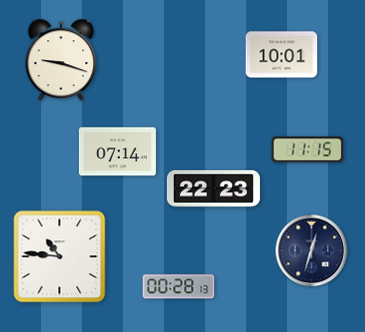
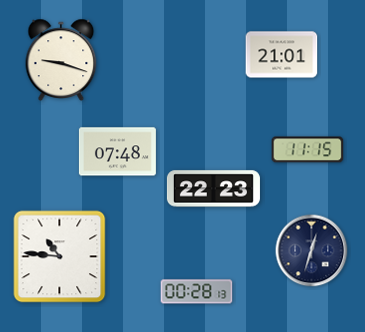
clock at (282, 55): 10:01 -> 21:01
clock at (117, 152): 07:14 -> 07:48
clock at (179, 287) position: (179, 287) -> (197, 292)
